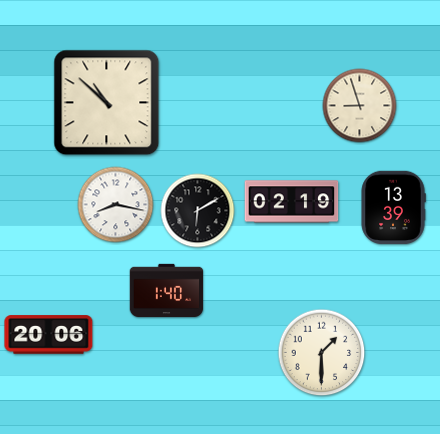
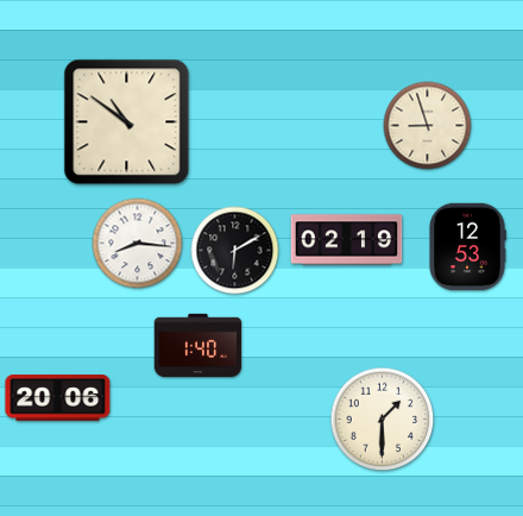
clock at (107, 103): 10:52 -> 10:51
clock at (116, 205): 8:17 -> 8:16
clock at (393, 208): 13:39 -> 12:53
